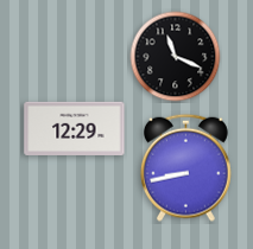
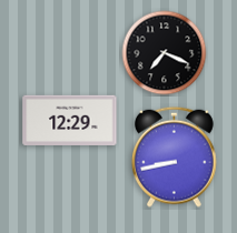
clock at (176, 57): 11:19 -> 7:19
